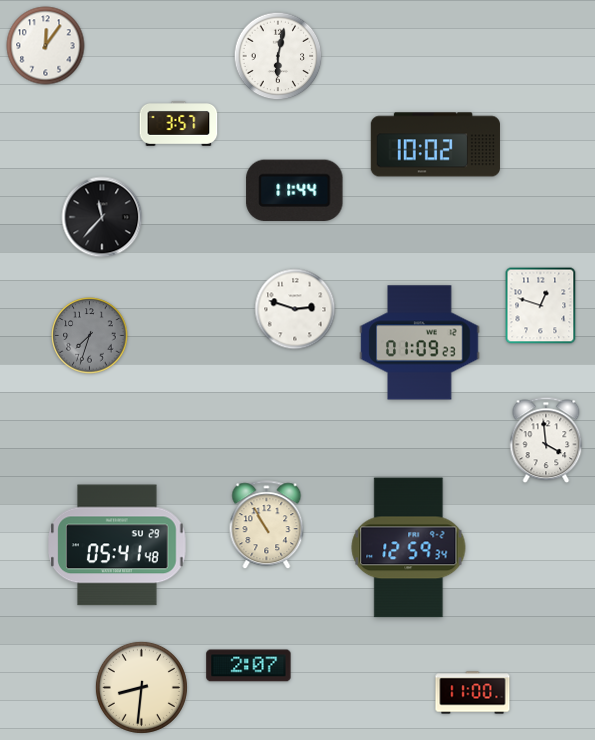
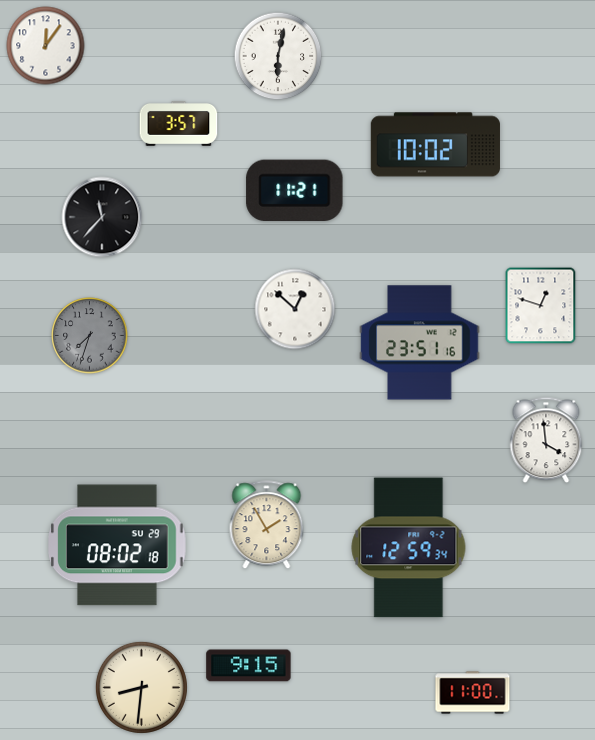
clock at (295, 190): 11:44 -> 11:21
clock at (295, 309): 2:48 -> 12:52
clock at (420, 343): 01:09 -> 23:51
clock at (267, 525): 10:55 -> 1:55
clock at (117, 545): 05:41 -> 08:02
clock at (249, 666): 2:07 -> 9:15
